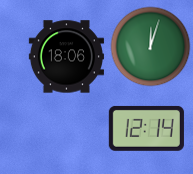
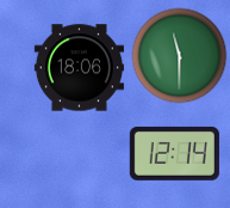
clock at (151, 47): 12:03 -> 11:30
